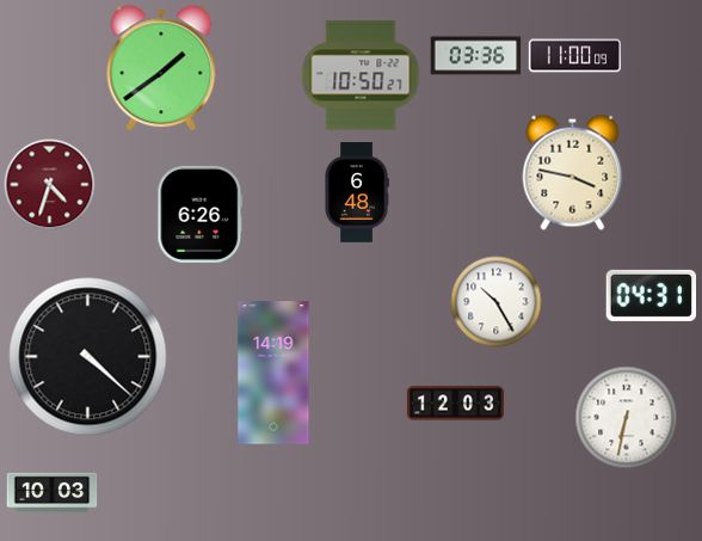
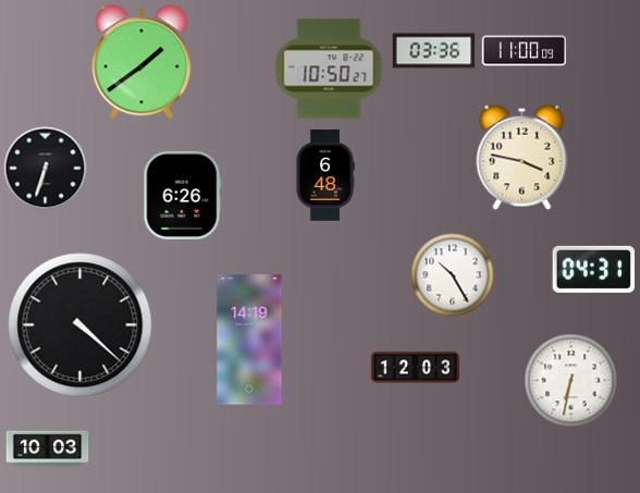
clock at (161, 68) position: (161, 68) -> (141, 62)
clock at (50, 185): 4:33 -> 6:33
clock at (50, 185) dial: burgundy -> black
